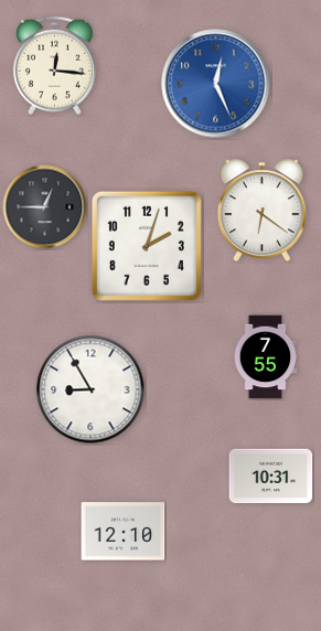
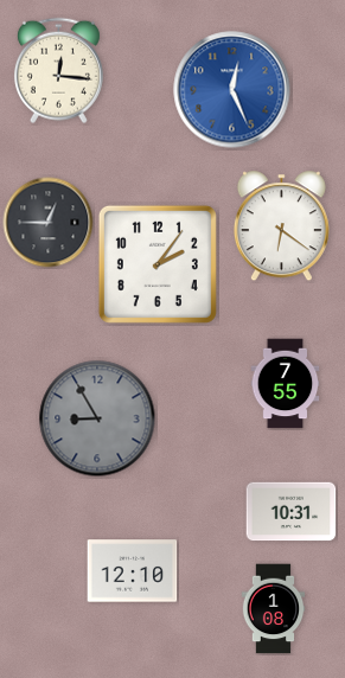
clock at (147, 246): 2:03 -> 2:06
clock at (90, 389) dial: white -> grey
clock at (274, 609): none -> 1:08
